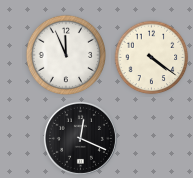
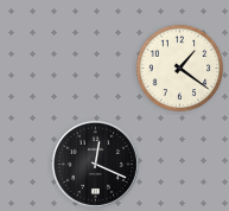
clock at (65, 54): 11:56 -> none
clock at (152, 58): 4:21 -> 1:21
